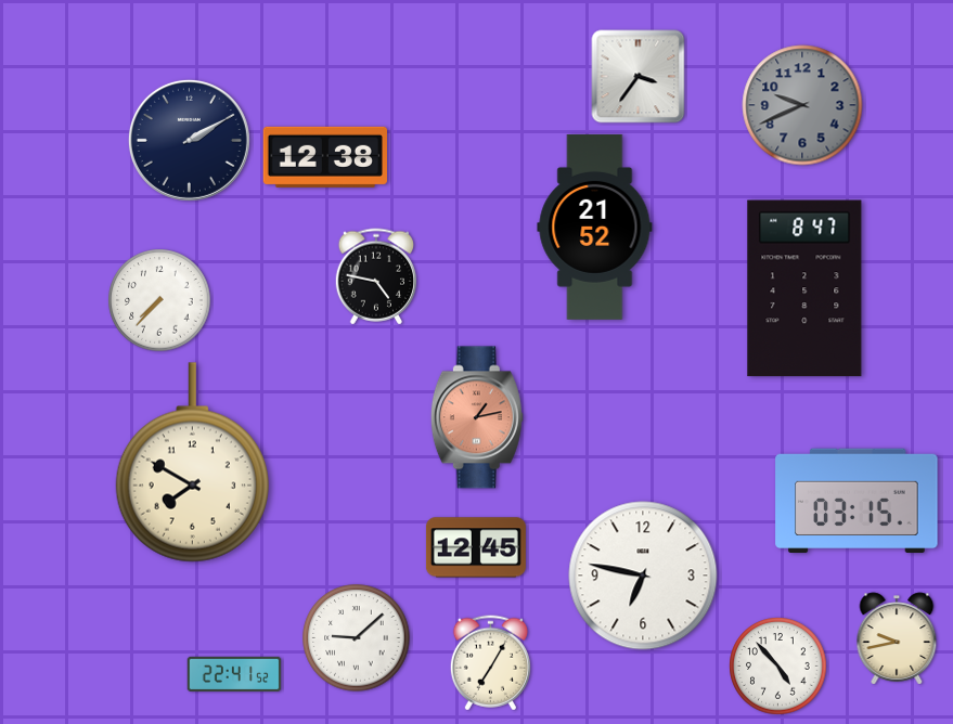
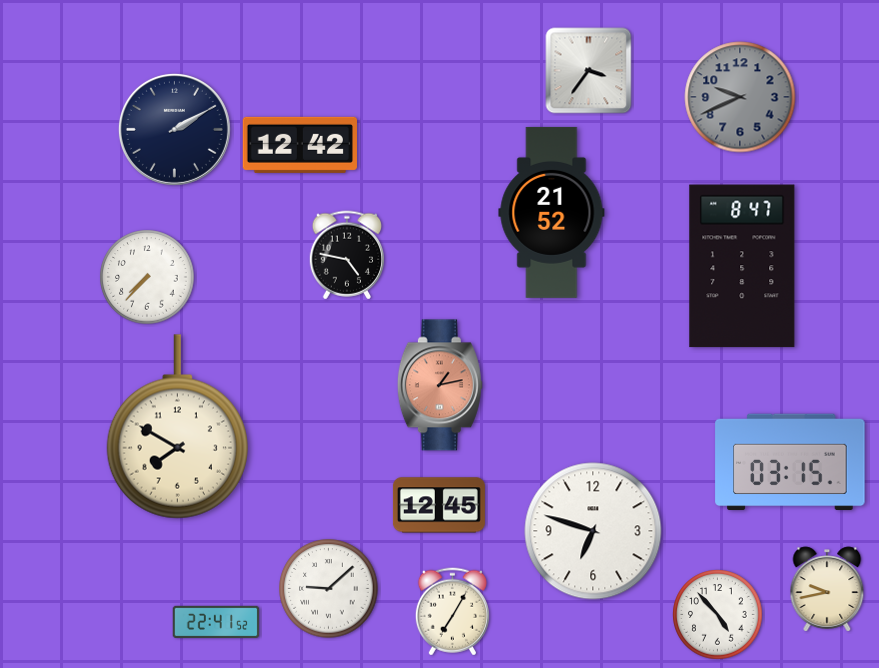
clock at (325, 157): 12:38 -> 12:42
clock at (595, 227) position: (595, 227) -> (552, 212)
clock at (643, 576): 6:47 -> 6:48
